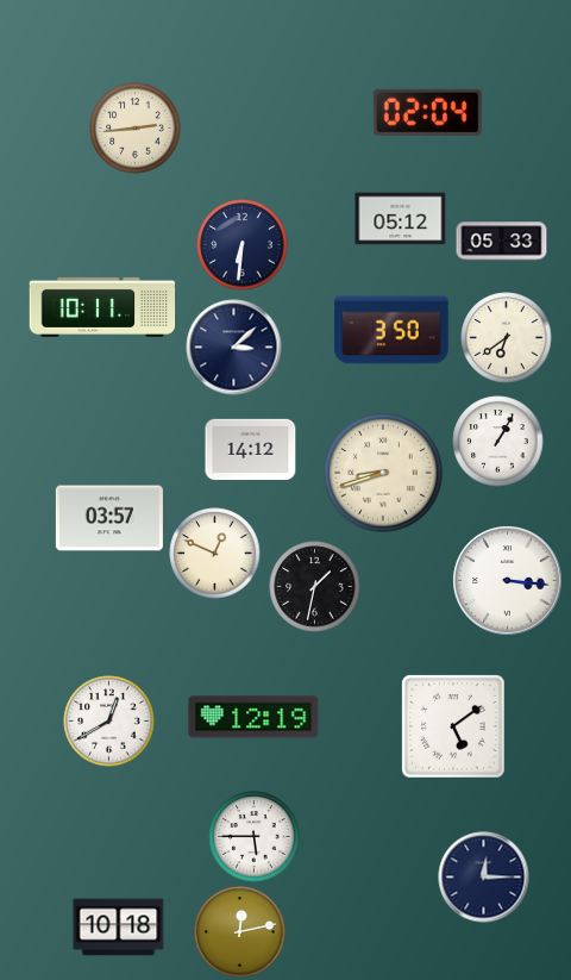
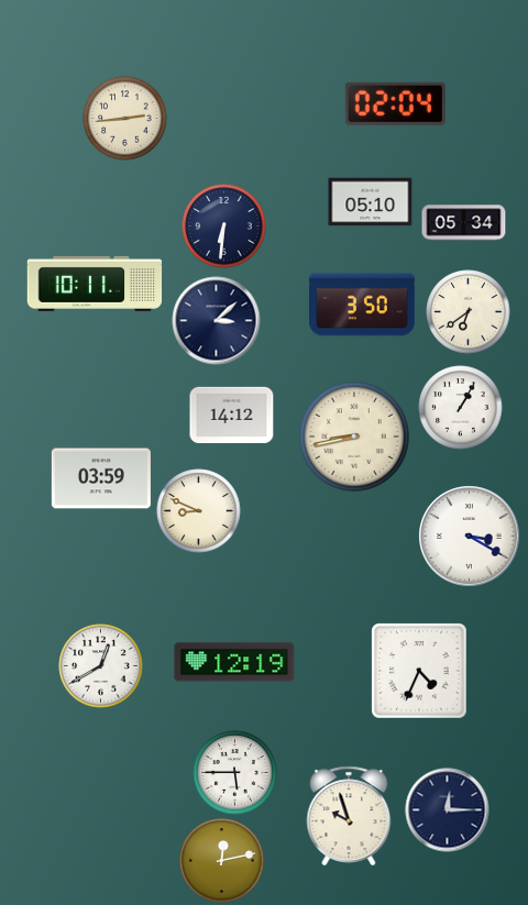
clock at (401, 219): 05:12 -> 05:10
clock at (502, 242): 05:33 -> 05:34
clock at (383, 473): 8:42 -> 8:43
clock at (109, 518): 03:57 -> 03:59
clock at (215, 554): 12:49 -> 8:49
clock at (508, 581): 3:16 -> 3:20
clock at (315, 587): 1:32 -> none
clock at (453, 726): 5:09 -> 4:34
clock at (349, 816): none -> 9:57
clock at (119, 928): 10:18 -> none
